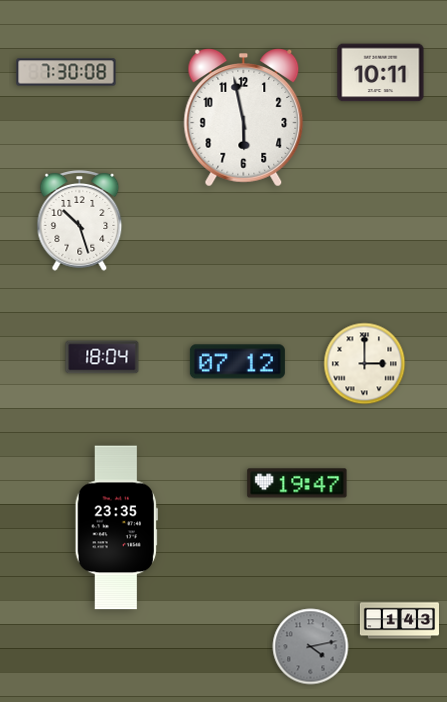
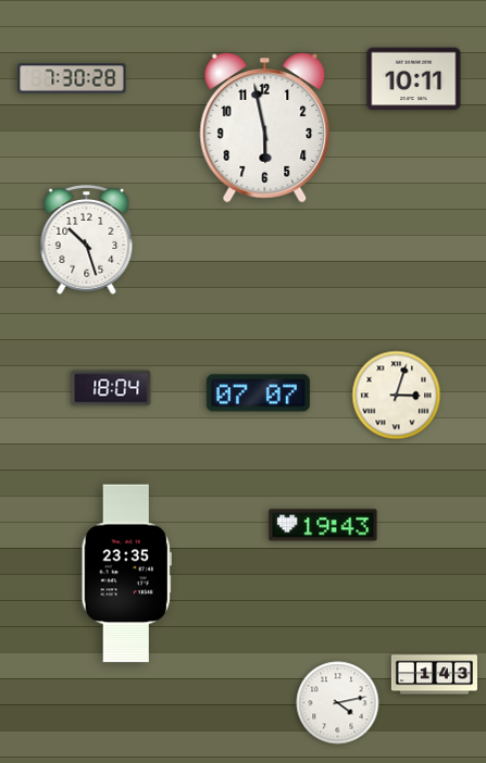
clock at (66, 72): 7:30:08 -> 7:30:28
clock at (237, 362): 07:12 -> 07:07
clock at (365, 364): 3:00 -> 3:03
clock at (297, 483): 19:47 -> 19:43
clock at (311, 647) dial: grey -> white
